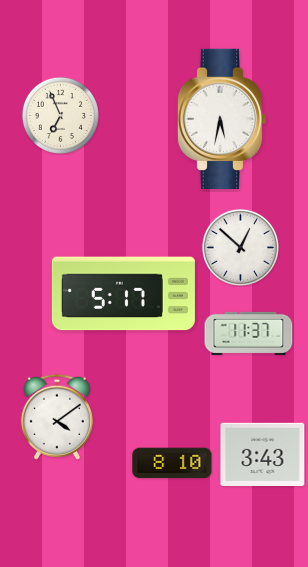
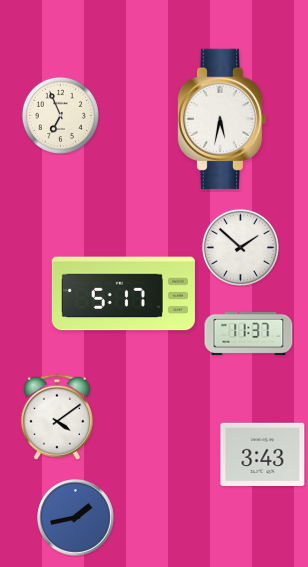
clock at (240, 247): 12:52 -> 1:52
clock at (172, 463): 8:10 -> none
clock at (76, 518): none -> 1:43
